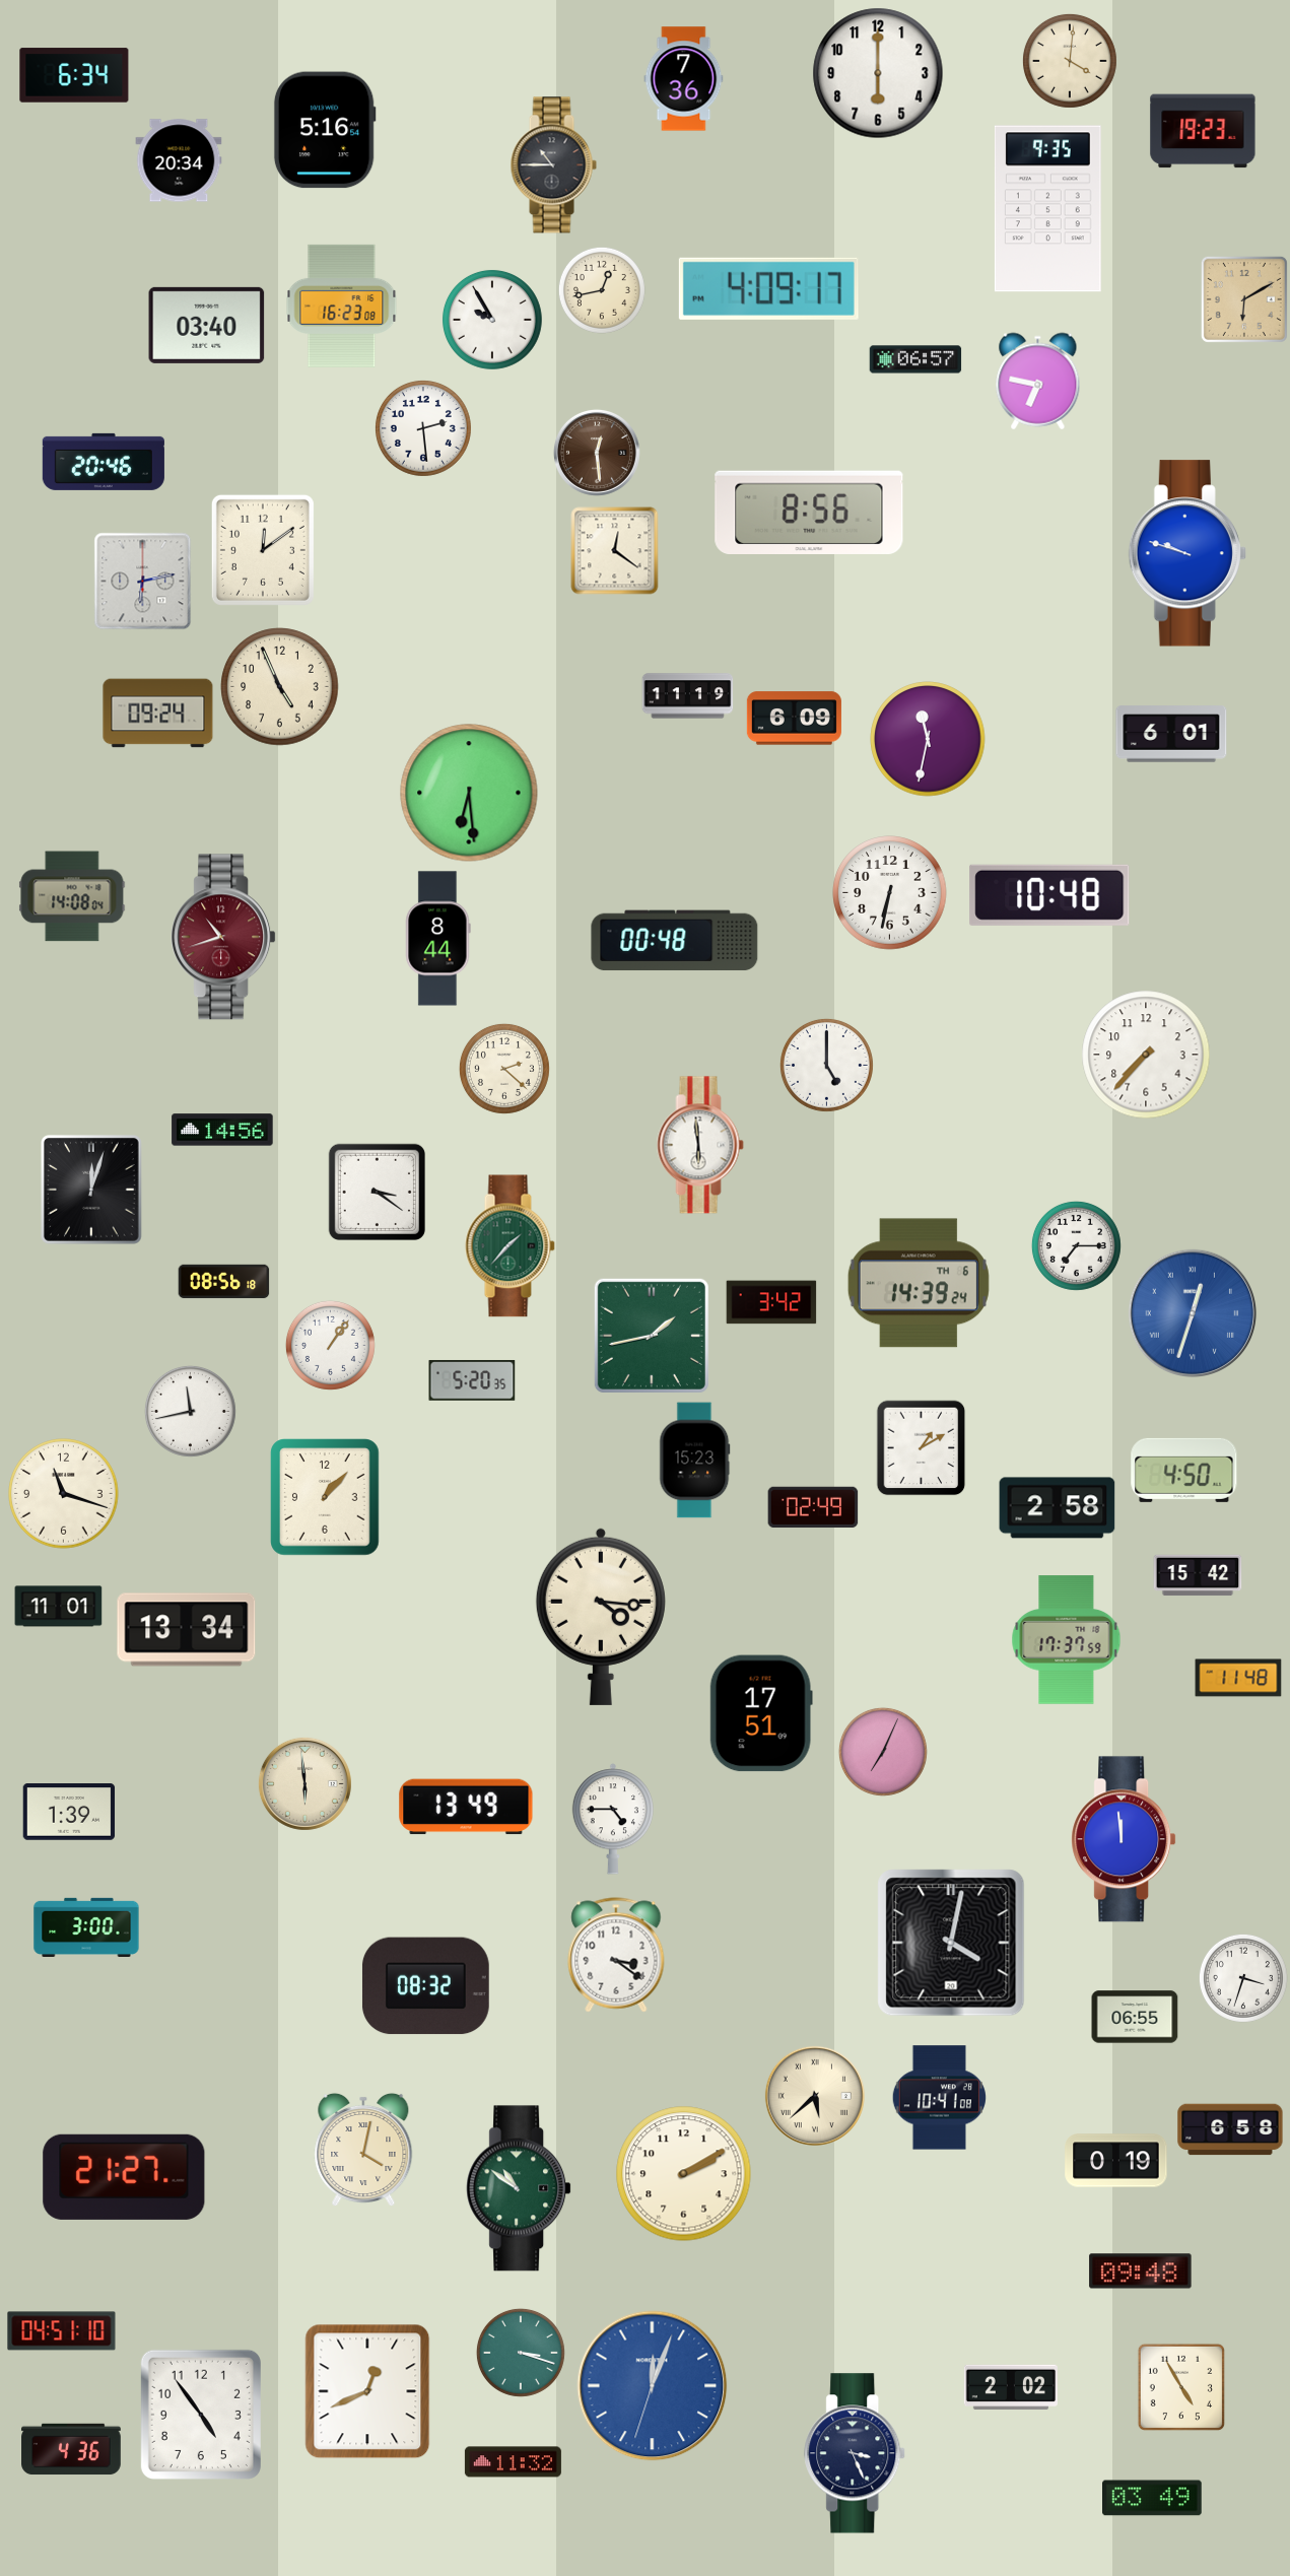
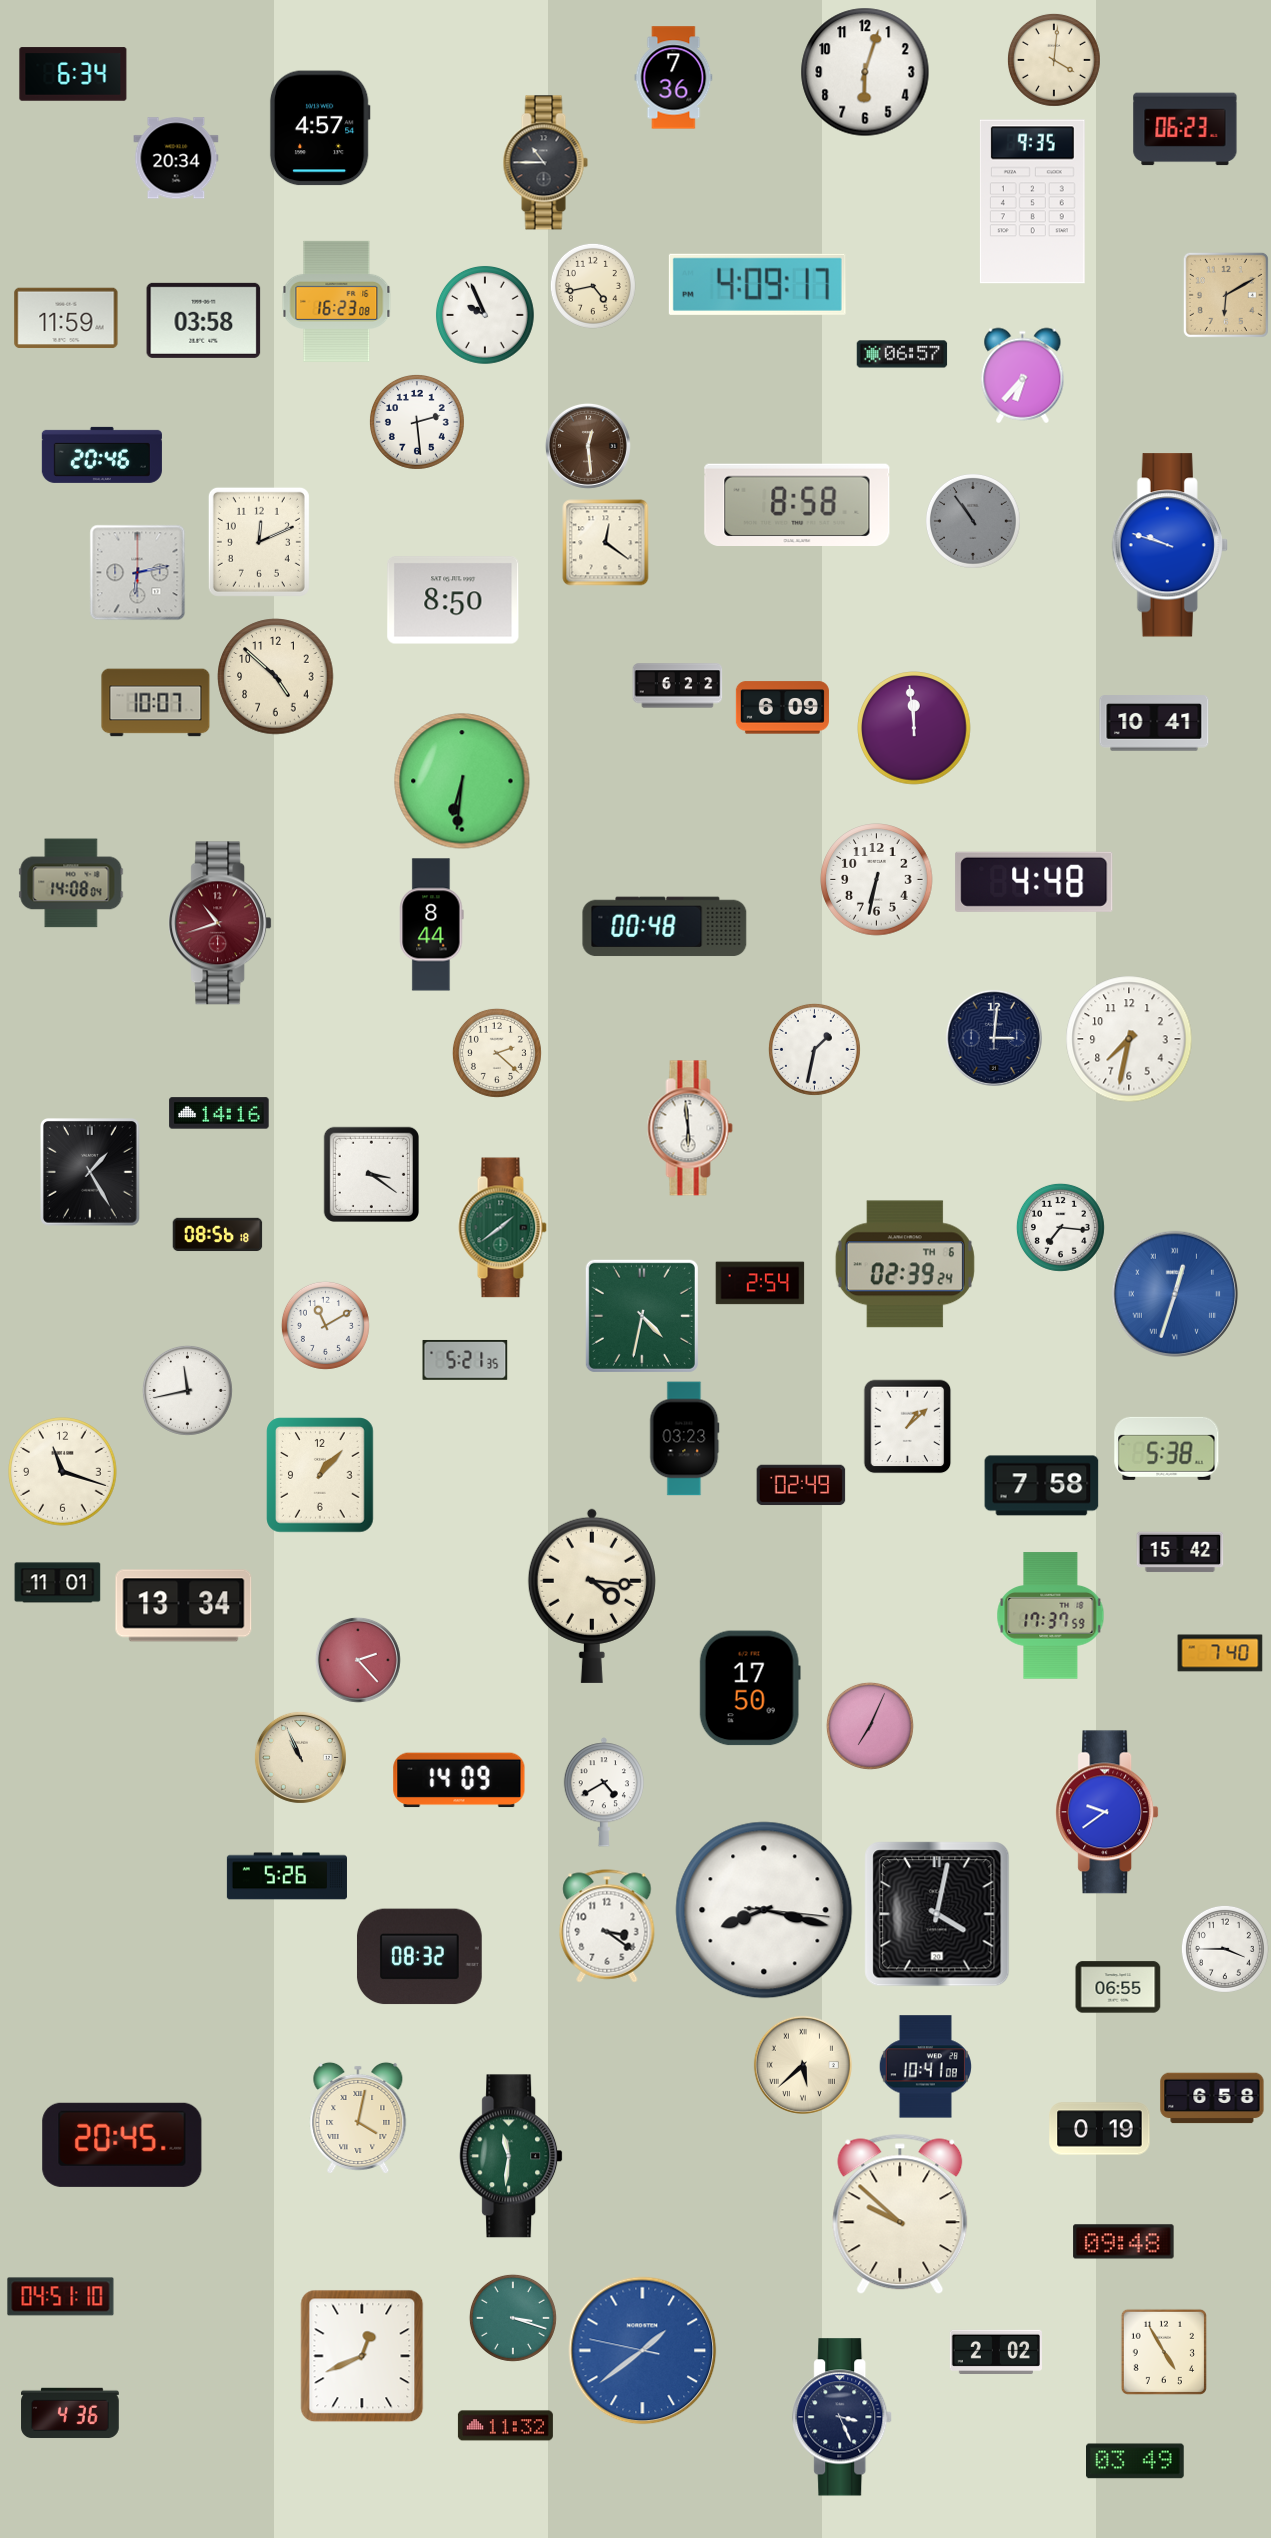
clock at (878, 73): 6:00 -> 6:03
clock at (325, 130): 5:16 -> 4:57
clock at (1203, 131): 19:23 -> 06:23
clock at (1047, 209) position: (1047, 209) -> (1032, 202)
clock at (602, 290): 12:43 -> 4:43
clock at (492, 320): 9:55 -> 9:56
clock at (66, 318): none -> 11:59
clock at (207, 325): 03:40 -> 03:58
clock at (1038, 382): 6:47 -> 6:37
clock at (809, 512): 8:56 -> 8:58
clock at (973, 521): none -> 10:54
clock at (263, 550): 12:09 -> 12:11
clock at (143, 582) position: (143, 582) -> (138, 573)
clock at (453, 600): none -> 8:50
clock at (280, 687): 4:56 -> 4:52
clock at (688, 696): 11:19 -> 6:22
clock at (158, 714): 09:24 -> 10:07
clock at (1171, 734): 6:01 -> 10:41
clock at (928, 739): 11:32 -> 11:59
clock at (469, 793): 6:29 -> 6:31
clock at (1049, 895): 10:48 -> 4:48
clock at (994, 1038): none -> 3:01
clock at (1146, 1055): 7:37 -> 7:32
clock at (826, 1065): 5:00 -> 1:32
clock at (222, 1130): 14:56 -> 14:16
clock at (92, 1191): 12:03 -> 1:25
clock at (1076, 1245): 7:15 -> 7:16
clock at (510, 1246): 1:37 -> 1:39
clock at (224, 1282) position: (224, 1282) -> (218, 1235)
clock at (919, 1283): 14:39 -> 02:39
clock at (771, 1302): 3:42 -> 2:54
clock at (652, 1336): 1:43 -> 4:32
clock at (330, 1345): 1:06 -> 11:10
clock at (472, 1380): 5:20 -> 5:21
clock at (922, 1448): 1:10 -> 1:08
clock at (695, 1461): 15:23 -> 03:23
clock at (1184, 1470): 4:50 -> 5:38
clock at (1058, 1508): 2:58 -> 7:58
clock at (601, 1617) position: (601, 1617) -> (592, 1596)
clock at (1238, 1678): 11:48 -> 7:40
clock at (358, 1660): none -> 2:23
clock at (761, 1713): 17:51 -> 17:50
clock at (304, 1783): 5:59 -> 10:56
clock at (466, 1807): 13:49 -> 14:09
clock at (69, 1812): 1:39 -> none
clock at (613, 1819): 4:45 -> 4:40
clock at (1124, 1839): 11:59 -> 9:39
clock at (287, 1876): none -> 5:26
clock at (86, 1926): 3:00 -> none
clock at (764, 1910): none -> 8:17
clock at (1243, 1978): 3:33 -> 3:45
clock at (684, 2174): 2:10 -> none
clock at (124, 2177): 21:27 -> 20:45
clock at (519, 2188): 10:51 -> 11:31
clock at (900, 2214): none -> 9:52
clock at (1141, 2272) position: (1141, 2272) -> (1124, 2242)
clock at (653, 2386): 12:03 -> 1:38
clock at (201, 2415): 4:54 -> none
